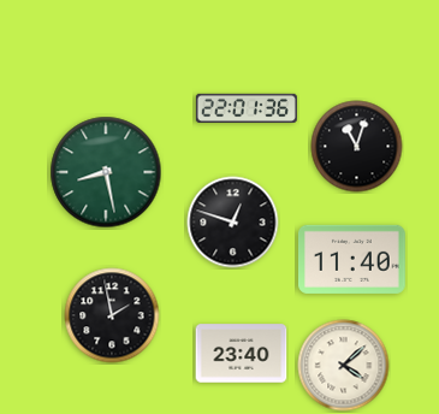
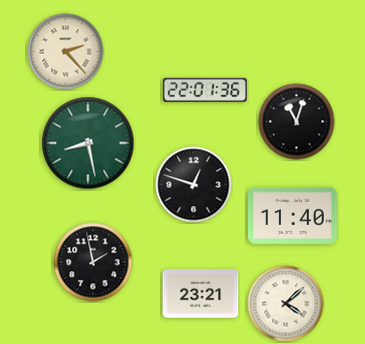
clock at (66, 52): none -> 2:23
clock at (242, 354): 23:40 -> 23:21
